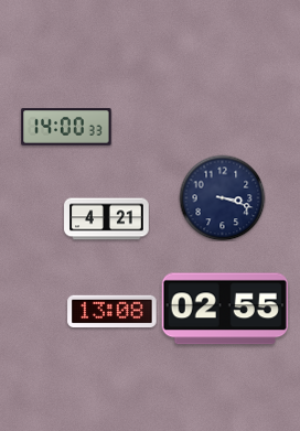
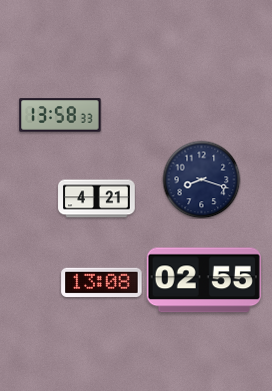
clock at (66, 127): 14:00 -> 13:58
clock at (222, 197): 3:18 -> 8:18
